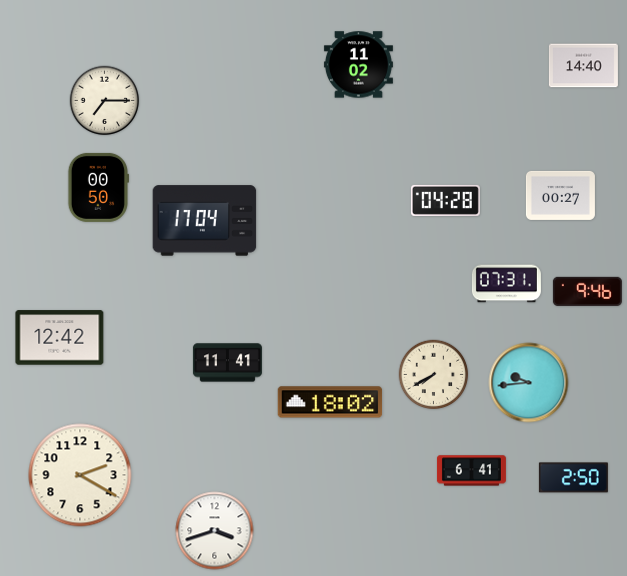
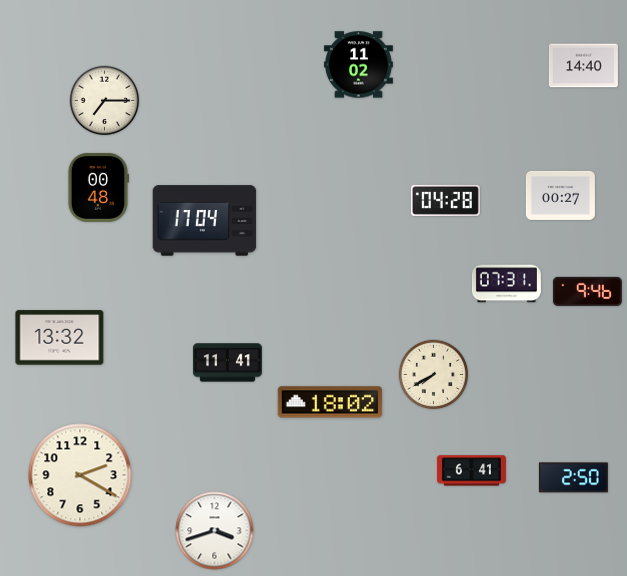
clock at (97, 187): 00:50 -> 00:48
clock at (60, 338): 12:42 -> 13:32
clock at (529, 383): 9:44 -> none
